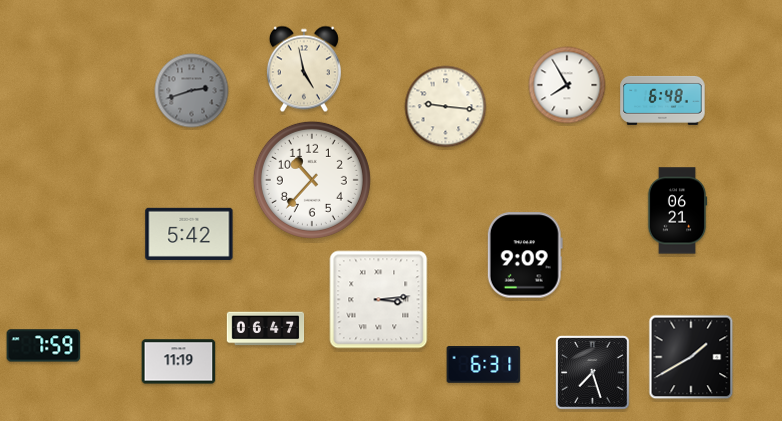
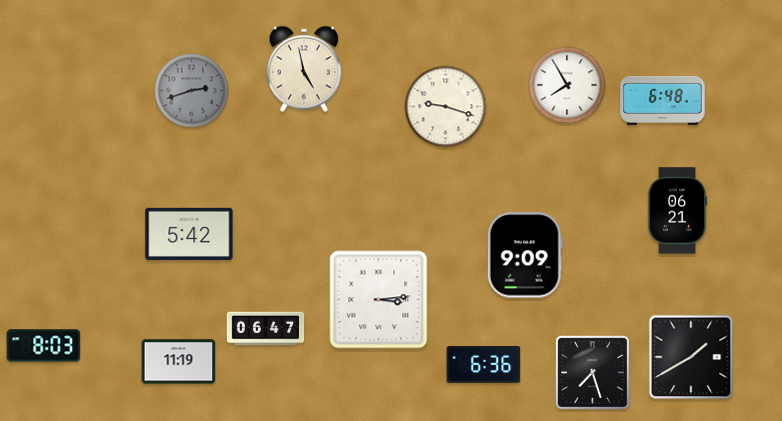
clock at (446, 107): 9:16 -> 9:18
clock at (312, 180): 10:37 -> none
clock at (44, 346): 7:59 -> 8:03
clock at (484, 365): 6:31 -> 6:36
